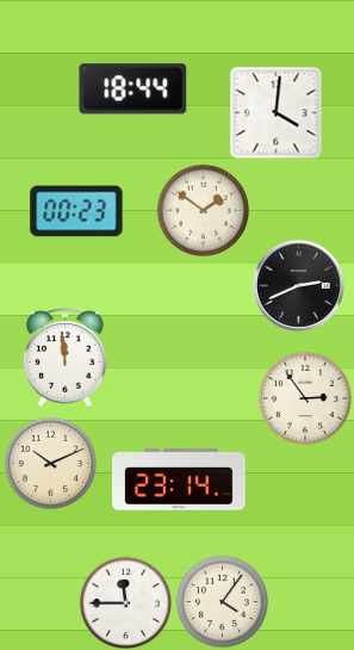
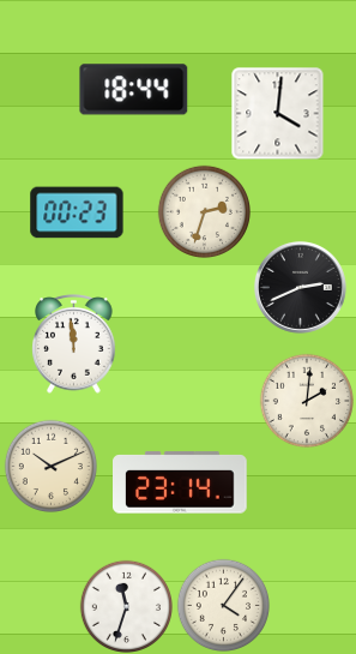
clock at (203, 210): 1:51 -> 2:33
clock at (66, 358) position: (66, 358) -> (74, 344)
clock at (304, 397): 2:54 -> 2:01
clock at (125, 602): 11:45 -> 11:33
